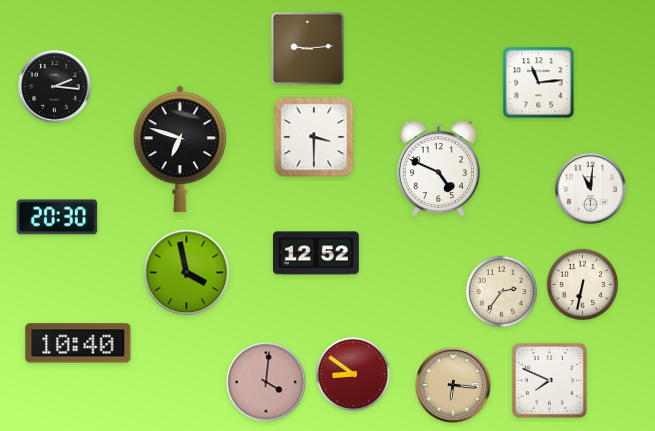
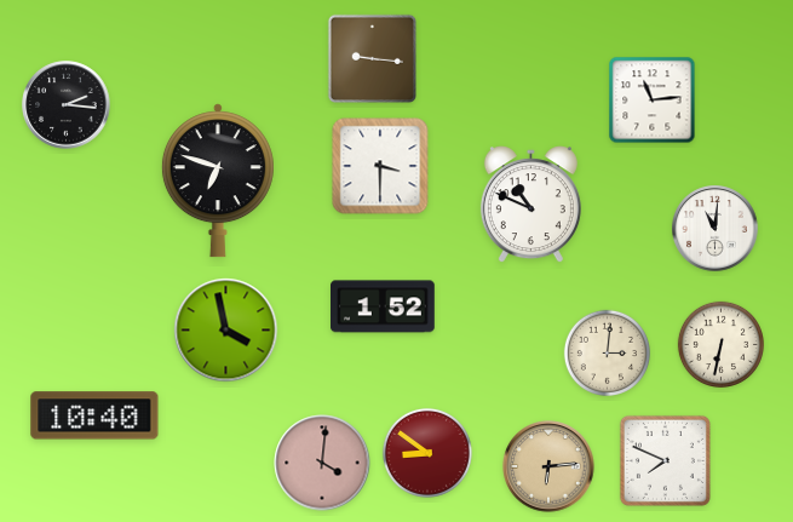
clock at (307, 48): 9:14 -> 9:16
clock at (438, 169): 4:49 -> 10:49
clock at (57, 217): 20:30 -> none
clock at (317, 253): 12:52 -> 1:52
clock at (582, 284) position: (582, 284) -> (720, 344)
clock at (501, 291): 2:36 -> 3:01
clock at (453, 385): 6:16 -> 6:14
